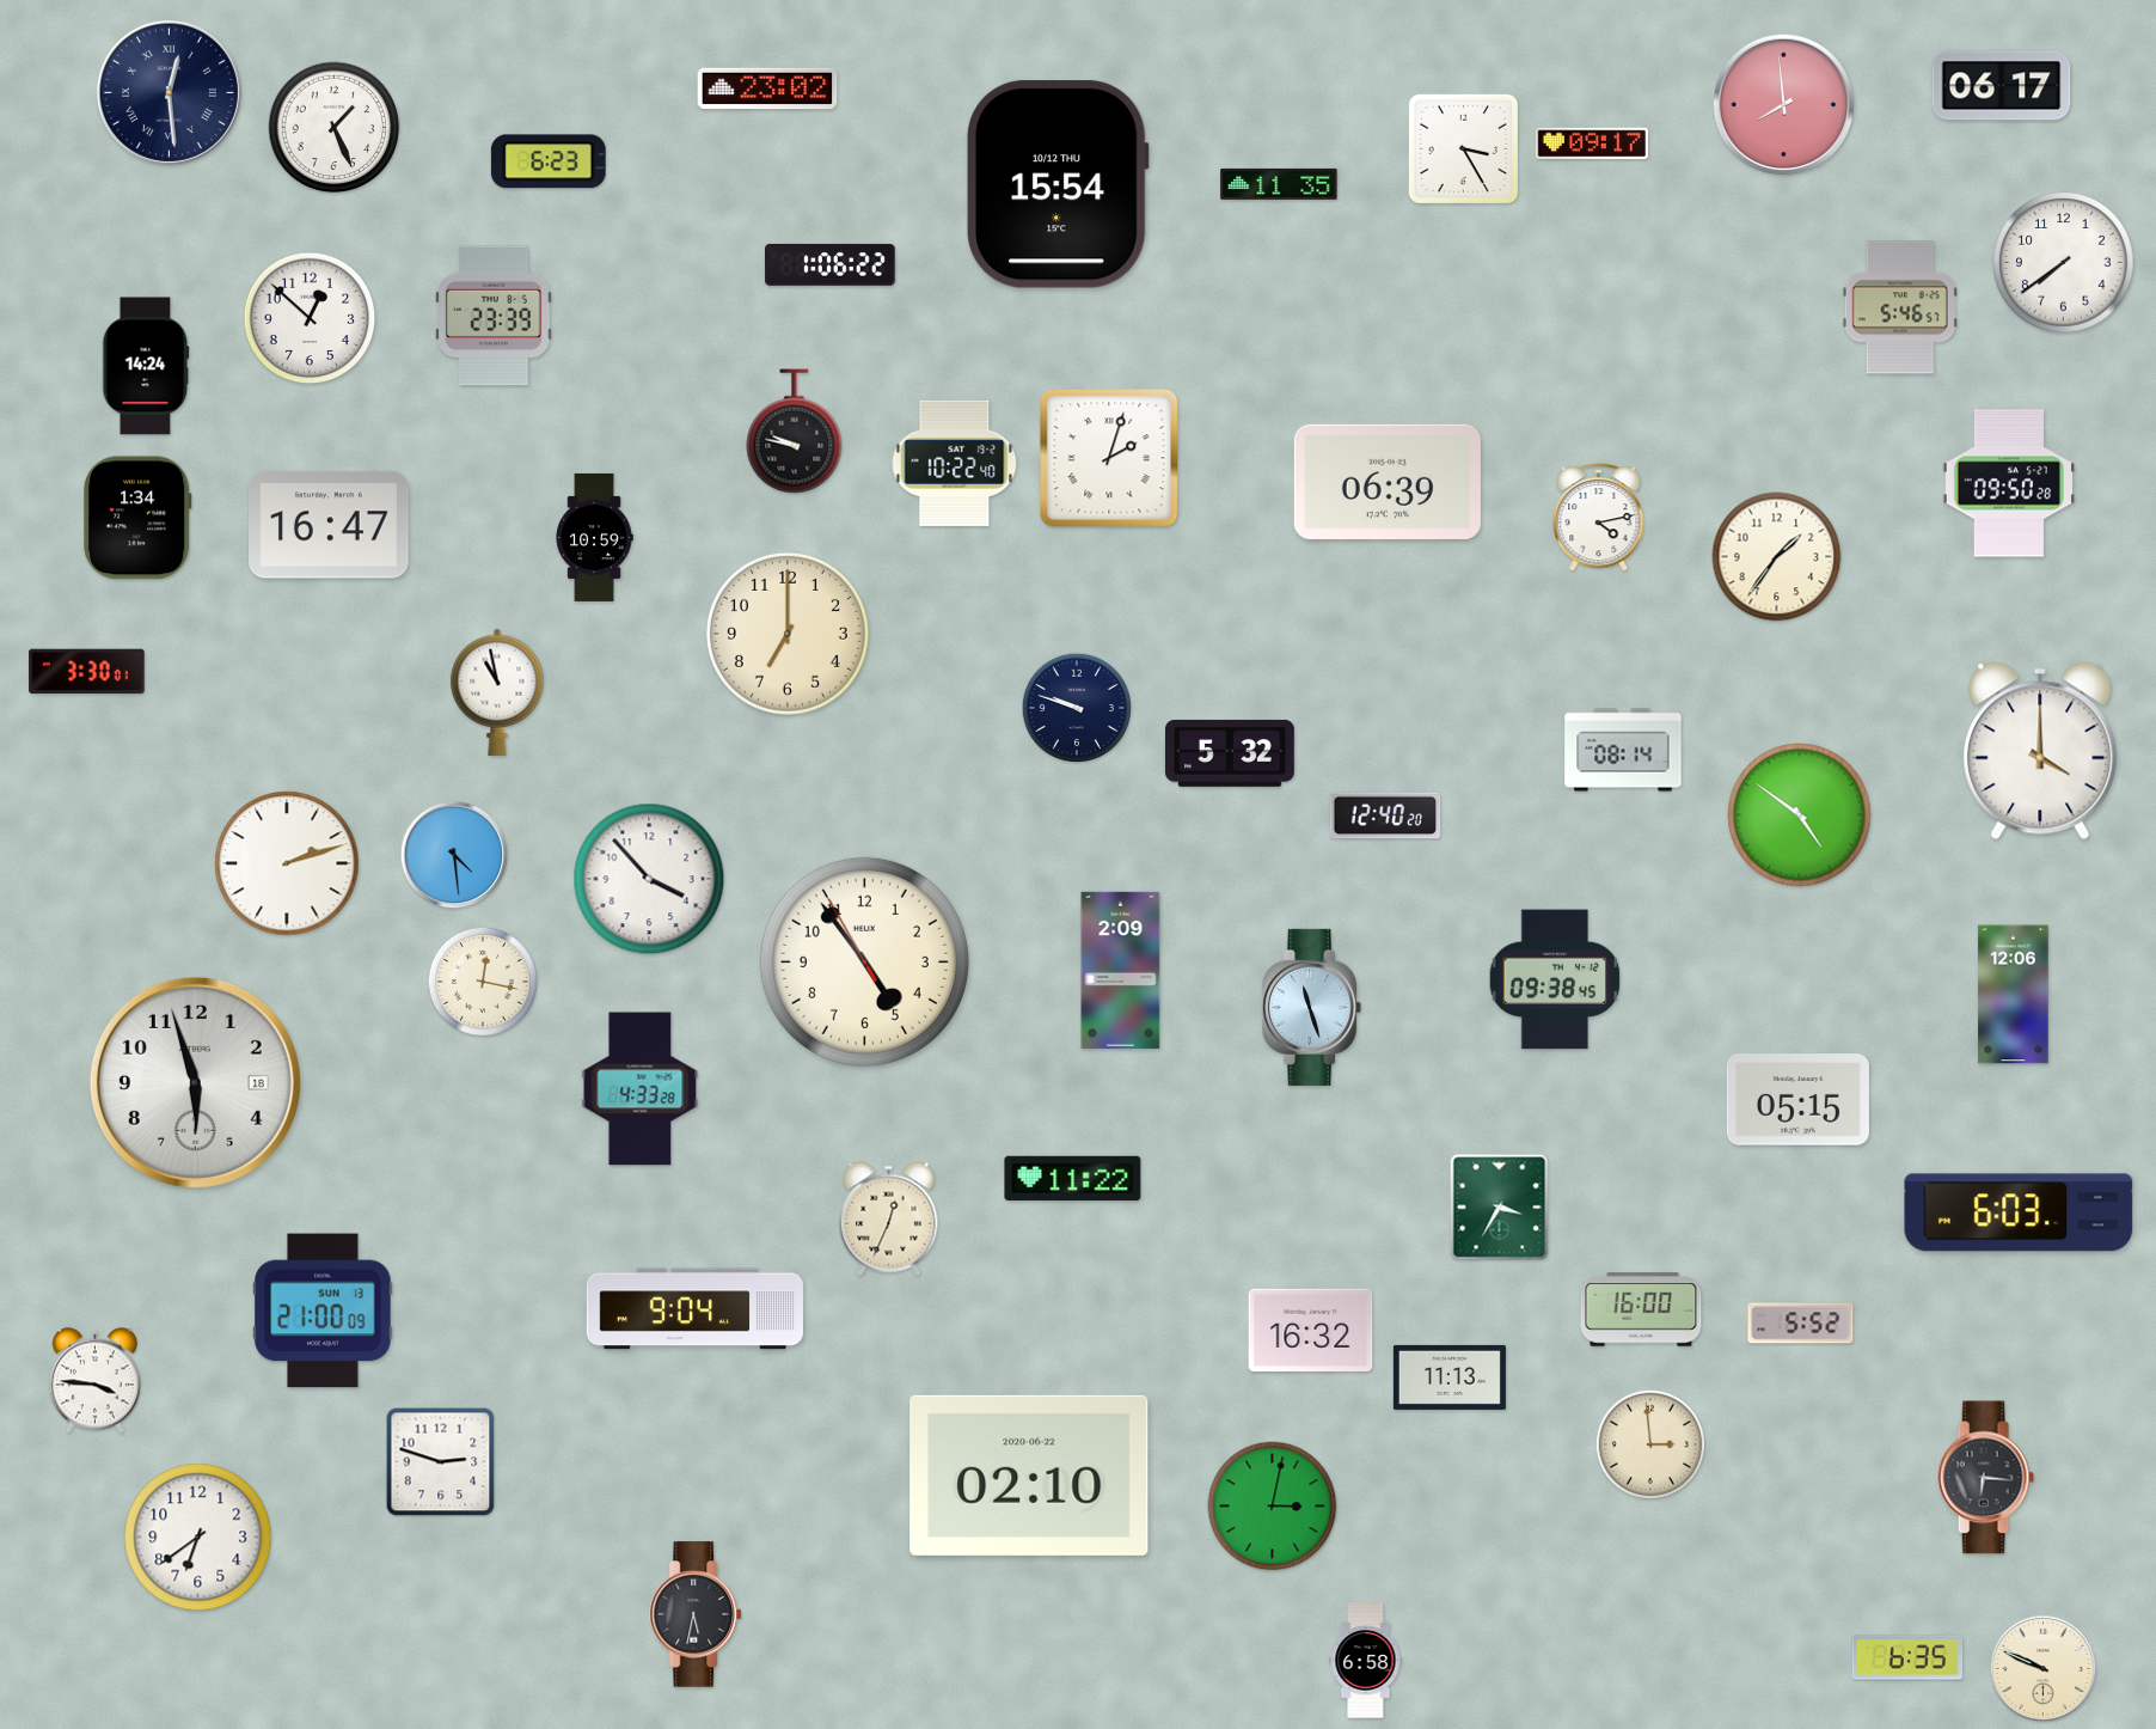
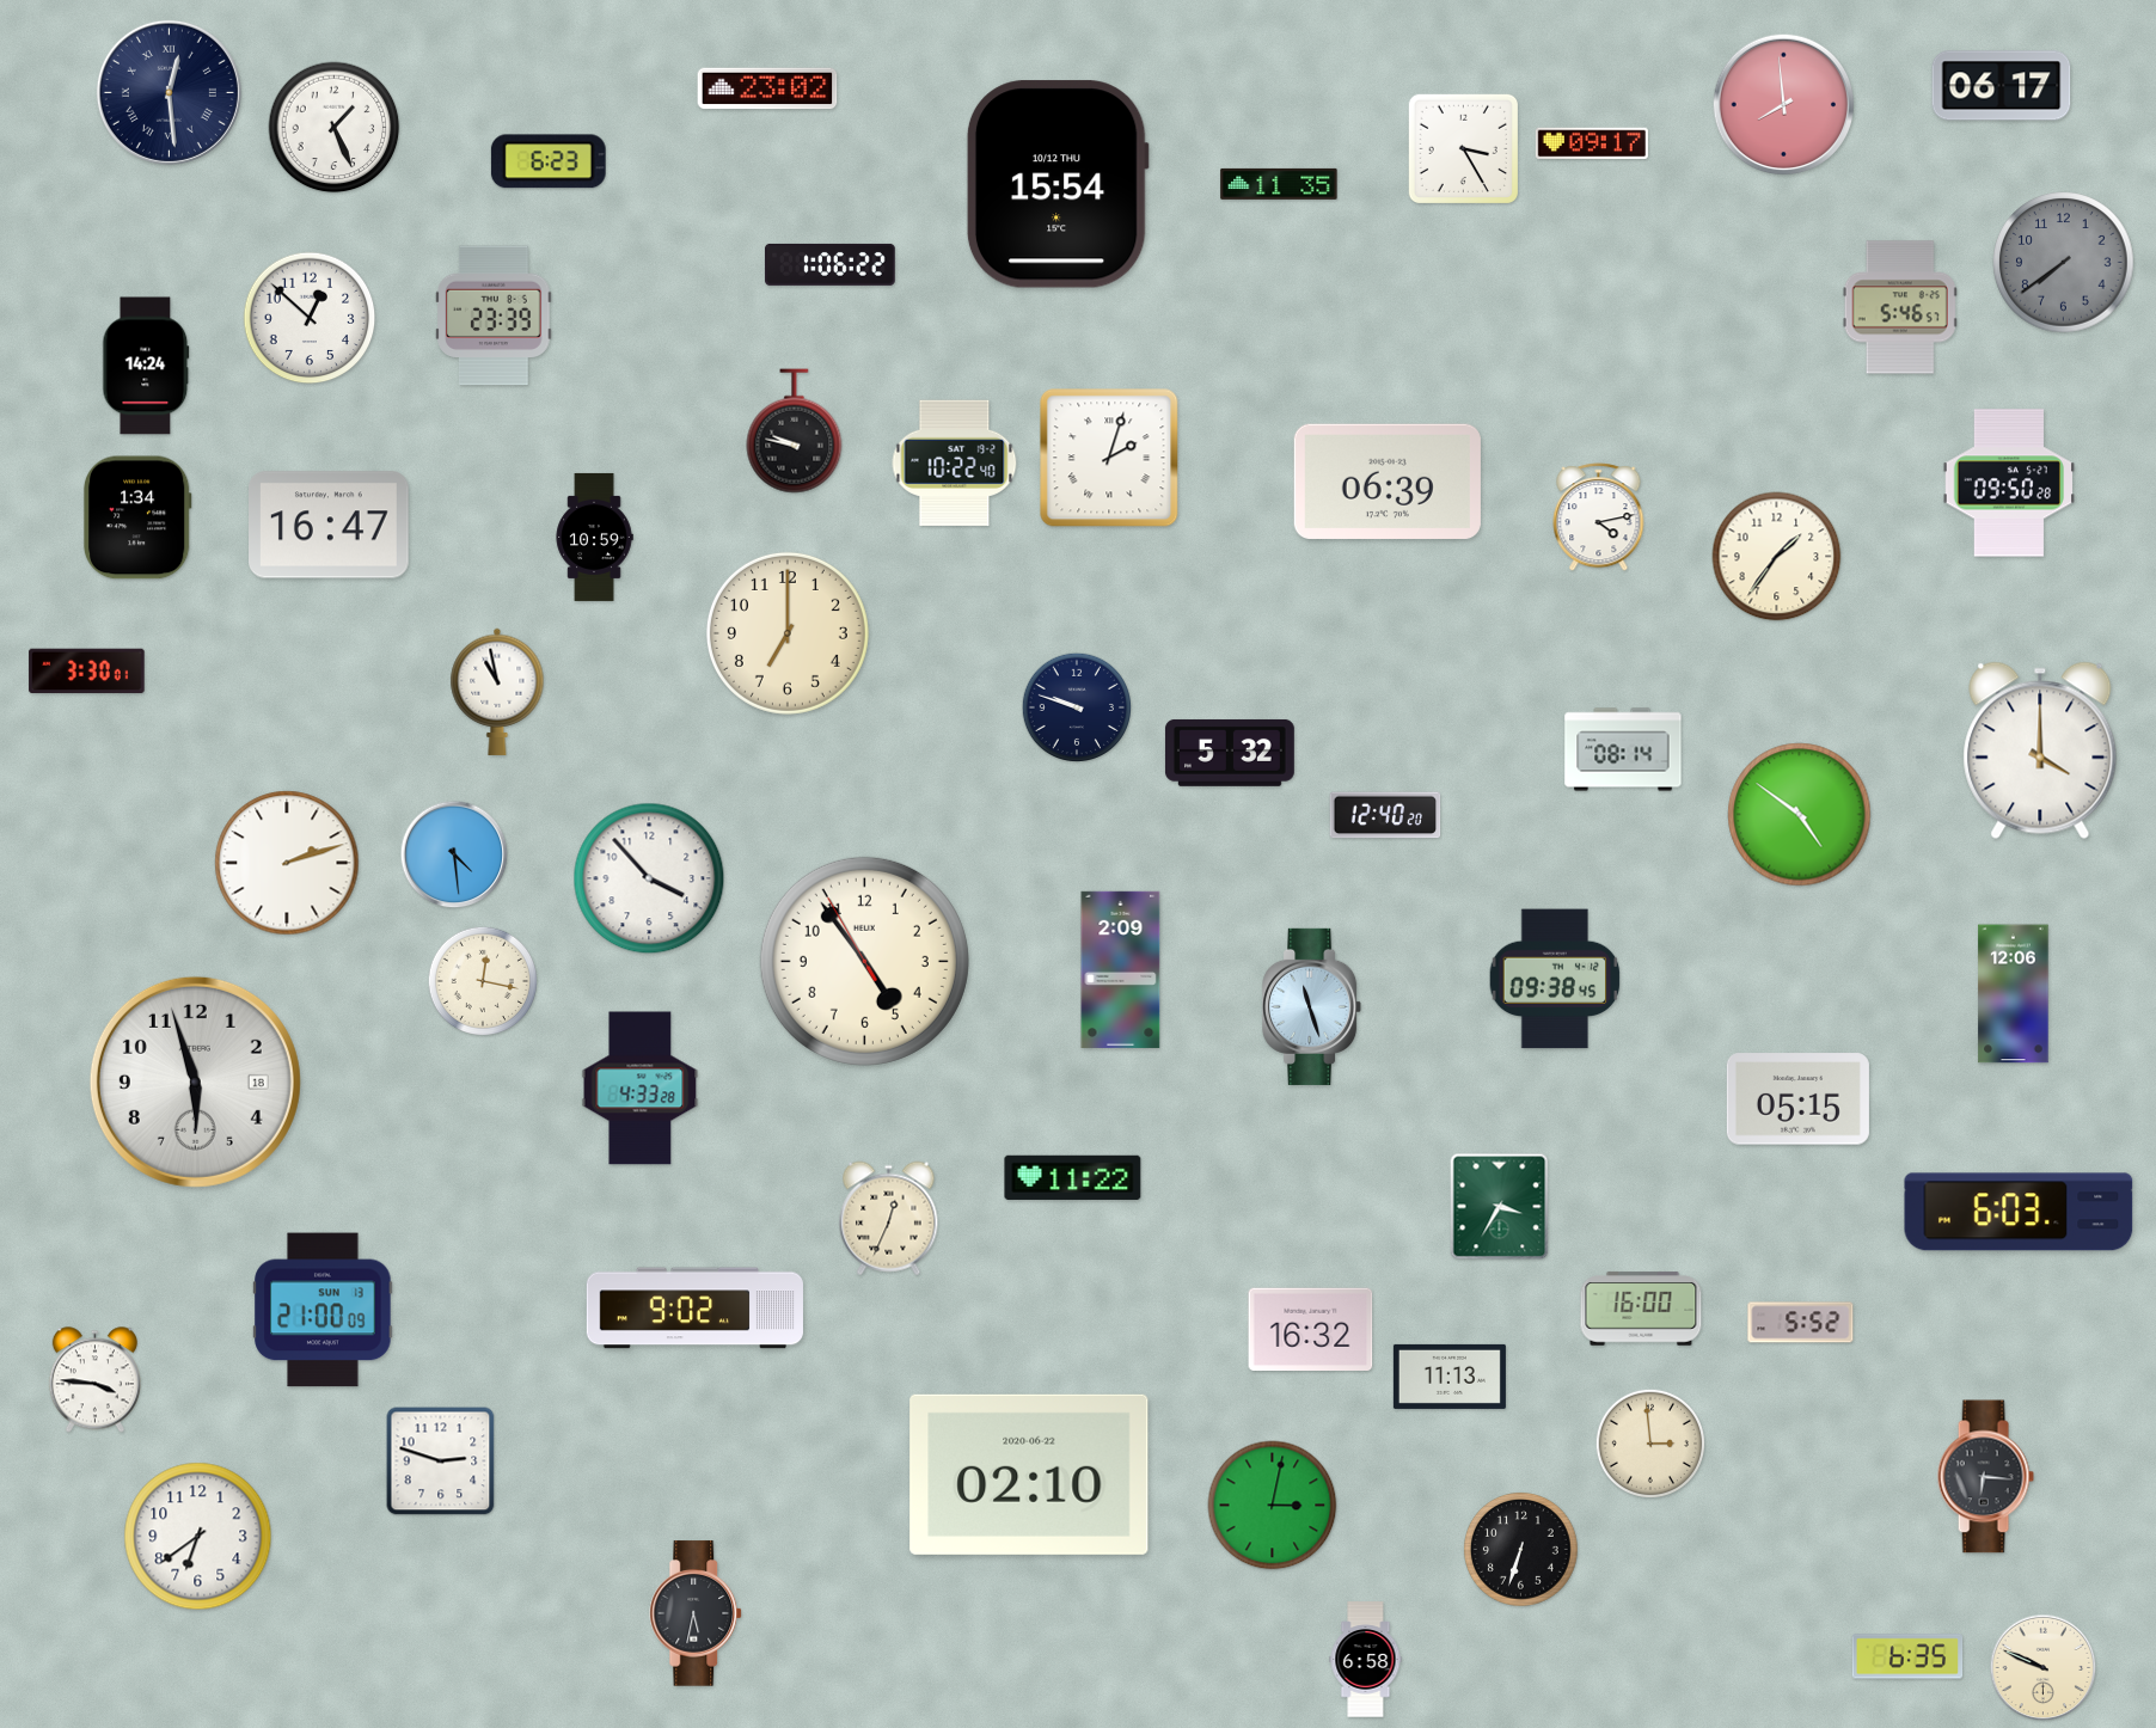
clock at (2064, 263) dial: white -> grey
clock at (694, 1309): 9:04 -> 9:02
clock at (1521, 1550): none -> 6:33
